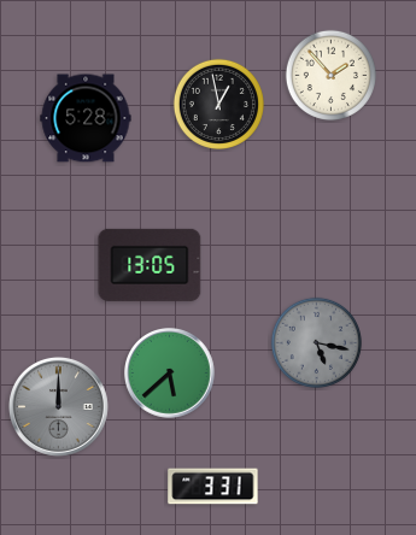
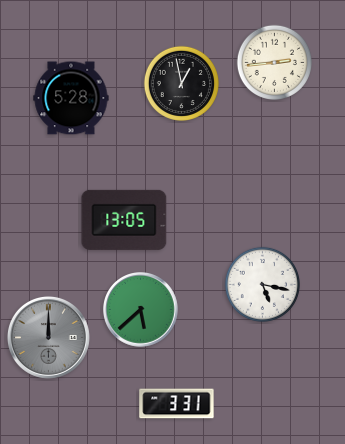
clock at (330, 75): 1:53 -> 2:44
clock at (218, 104) position: (218, 104) -> (181, 83)
clock at (316, 342) dial: grey -> white
